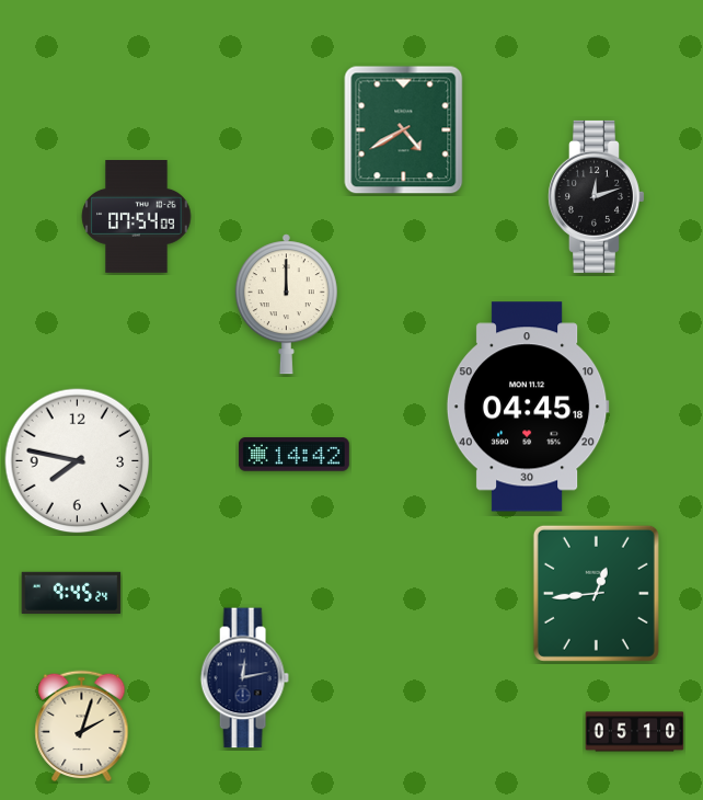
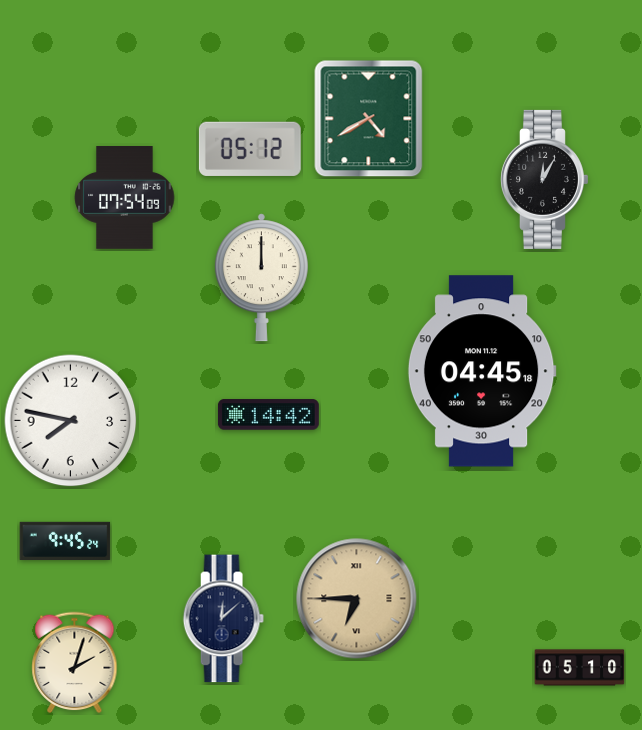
clock at (250, 149): none -> 05:12
clock at (597, 196): 12:12 -> 12:05
clock at (596, 593): 12:44 -> none
clock at (357, 599): none -> 6:45
clock at (244, 678): 12:13 -> 12:08
